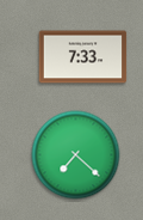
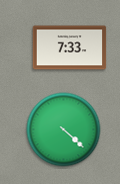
clock at (76, 155): 7:22 -> 4:22
